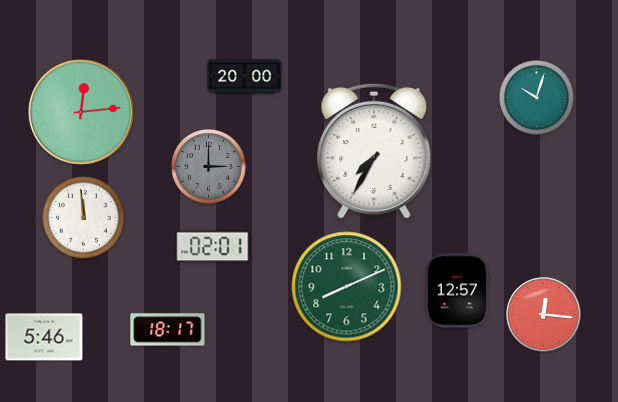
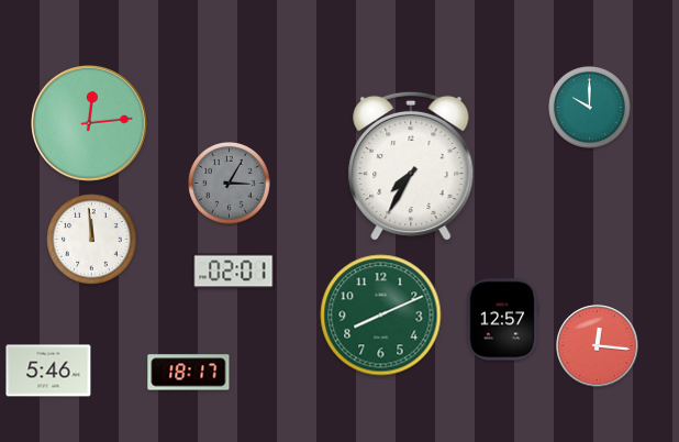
clock at (245, 77): 20:00 -> none
clock at (537, 98): 10:03 -> 10:00
clock at (209, 167): 3:00 -> 3:05
clock at (168, 330) position: (168, 330) -> (189, 373)
